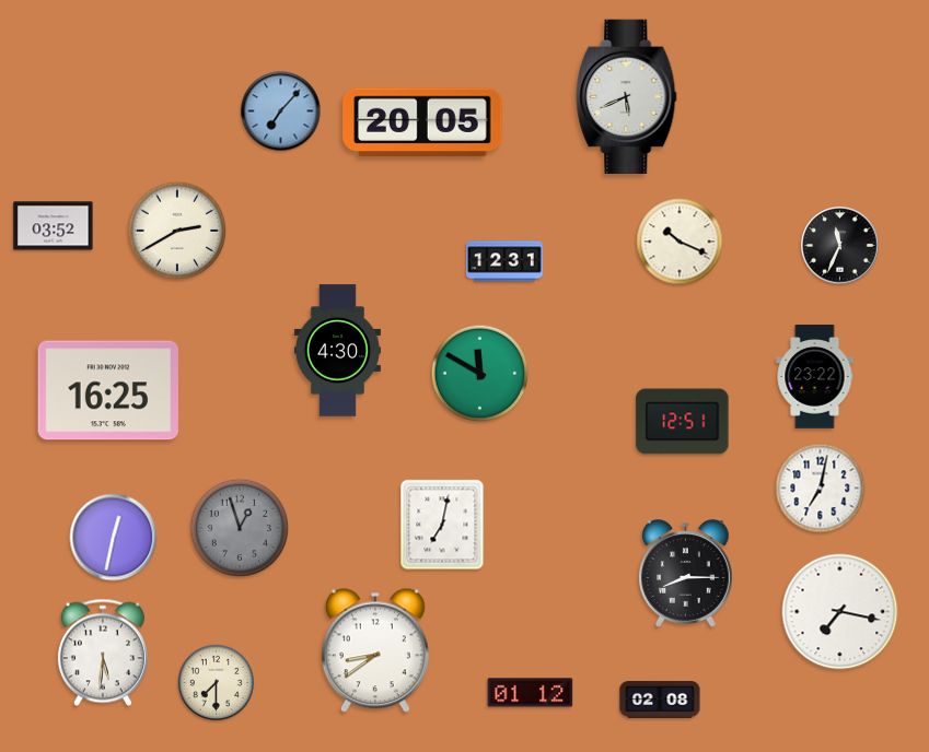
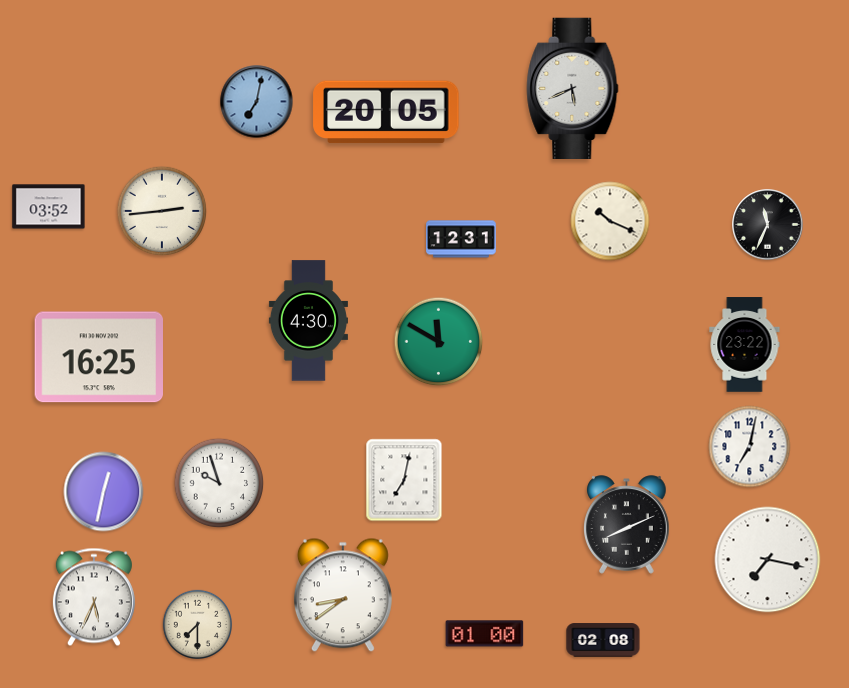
clock at (281, 111): 7:07 -> 7:02
clock at (177, 231): 2:40 -> 2:44
clock at (680, 242) position: (680, 242) -> (610, 221)
clock at (683, 422): 12:51 -> none
clock at (240, 528): 12:57 -> 9:57
clock at (240, 528) dial: grey -> white
clock at (686, 574): 8:15 -> 8:11
clock at (103, 653): 5:31 -> 5:34
clock at (531, 693): 01:12 -> 01:00
